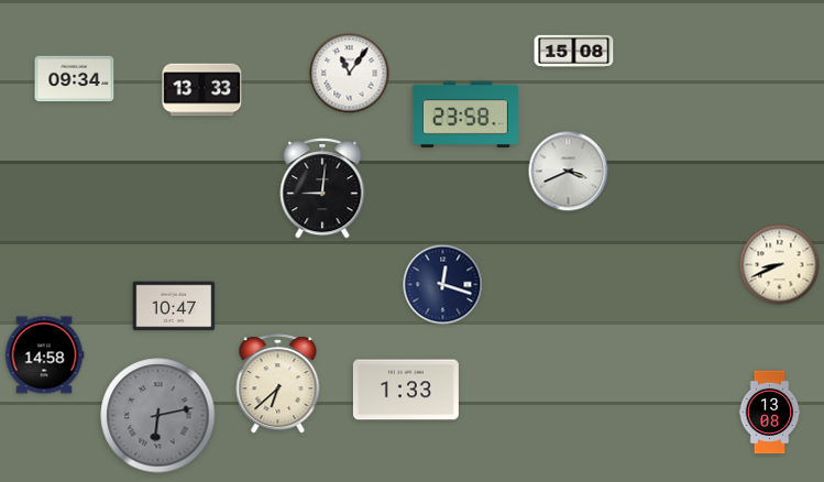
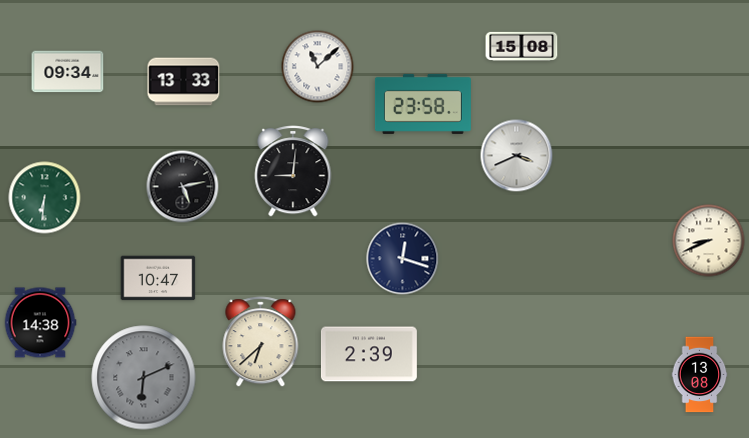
clock at (350, 74): 11:06 -> 11:08
clock at (183, 187): none -> 5:13
clock at (45, 198): none -> 6:31
clock at (44, 355): 14:58 -> 14:38
clock at (278, 384) position: (278, 384) -> (261, 342)
clock at (406, 390): 1:33 -> 2:39
clock at (158, 416): 6:13 -> 6:11
